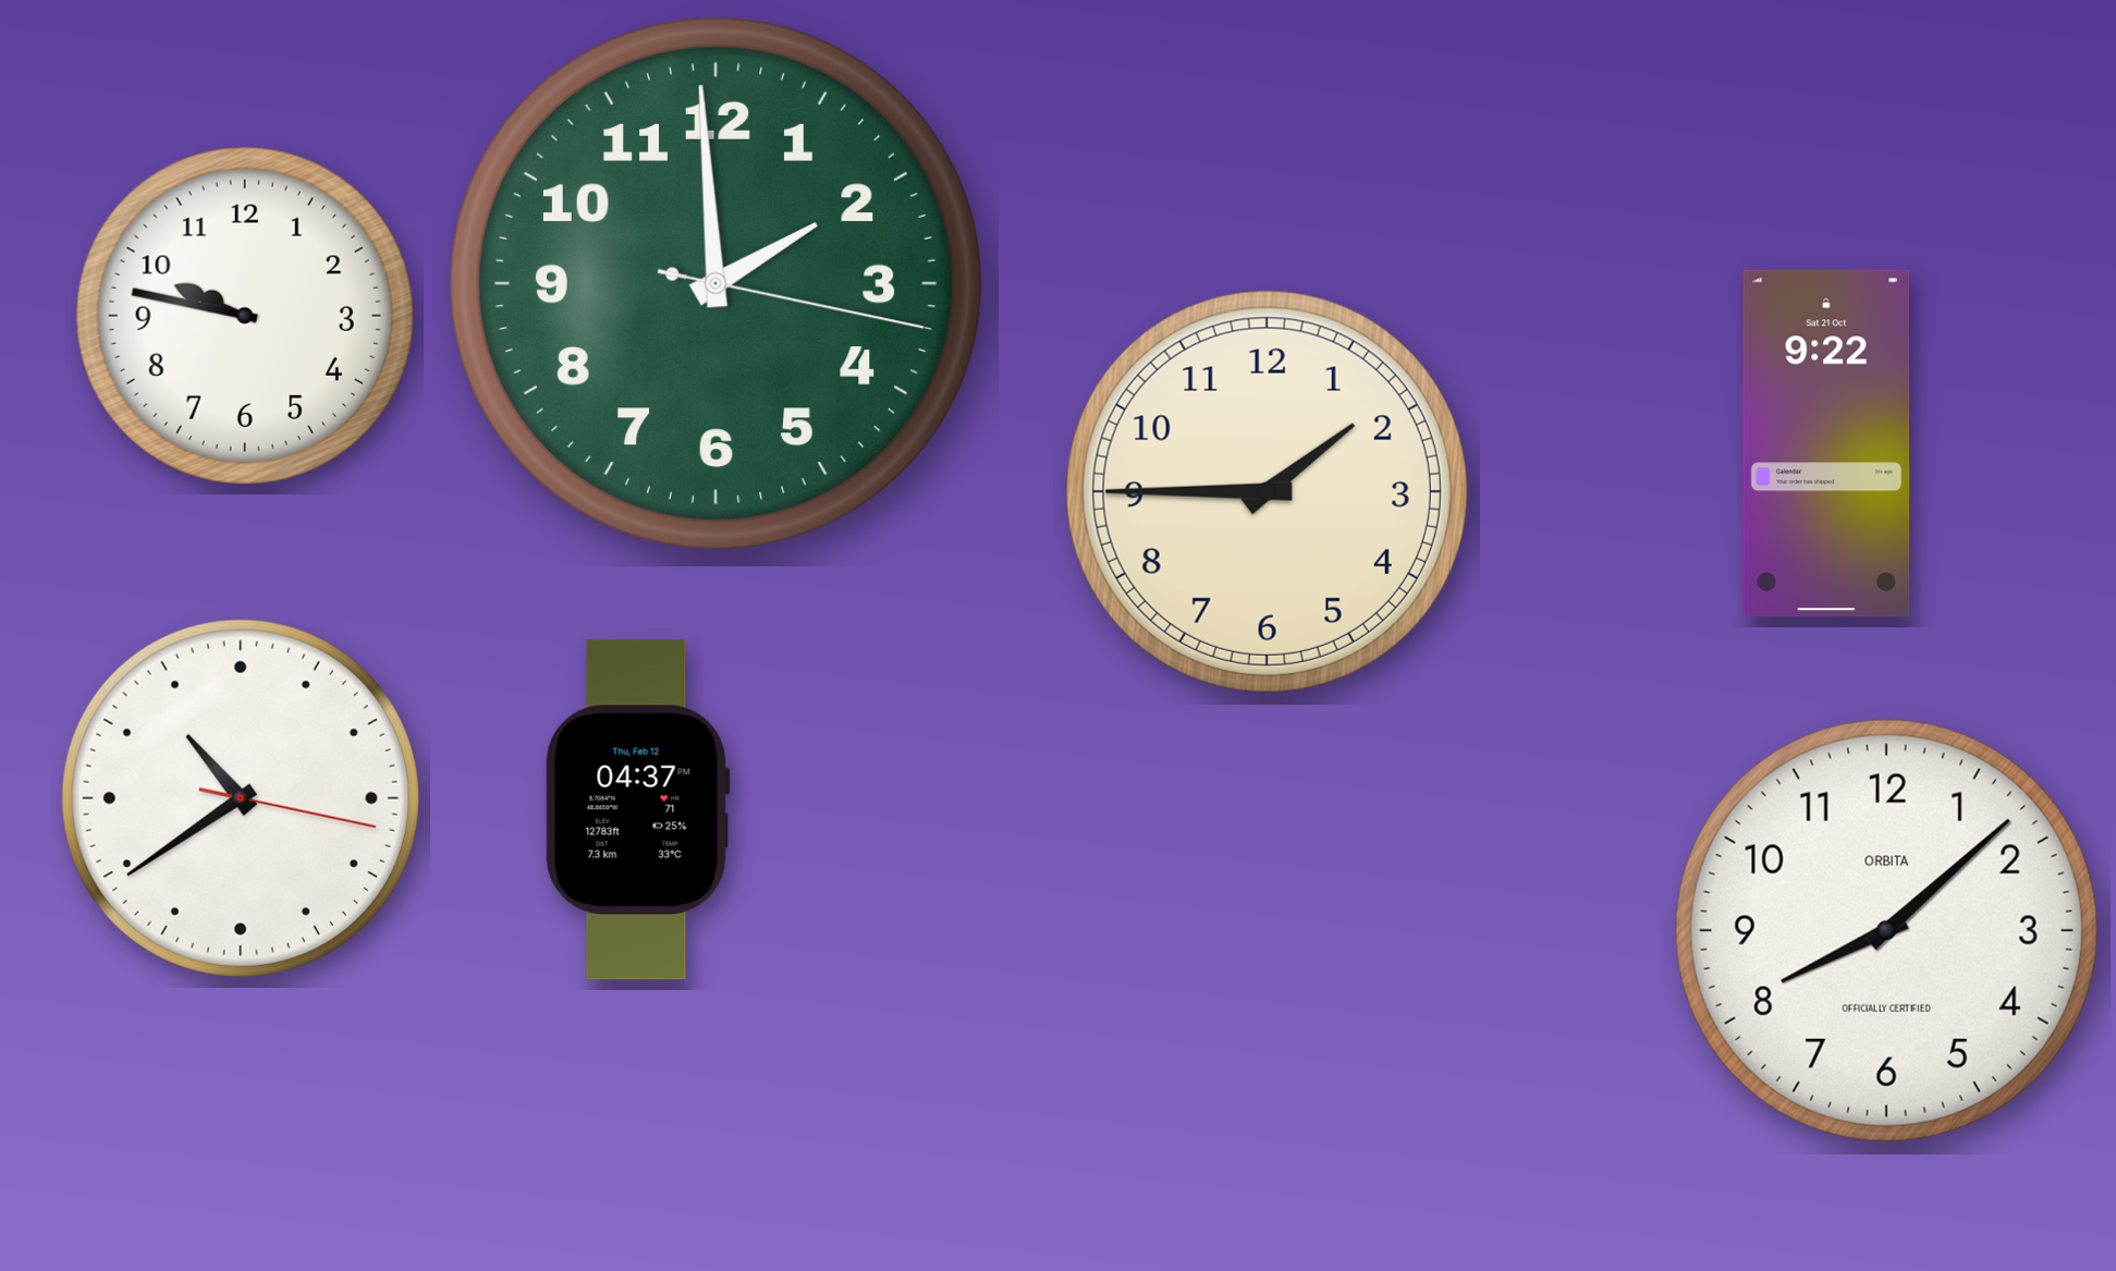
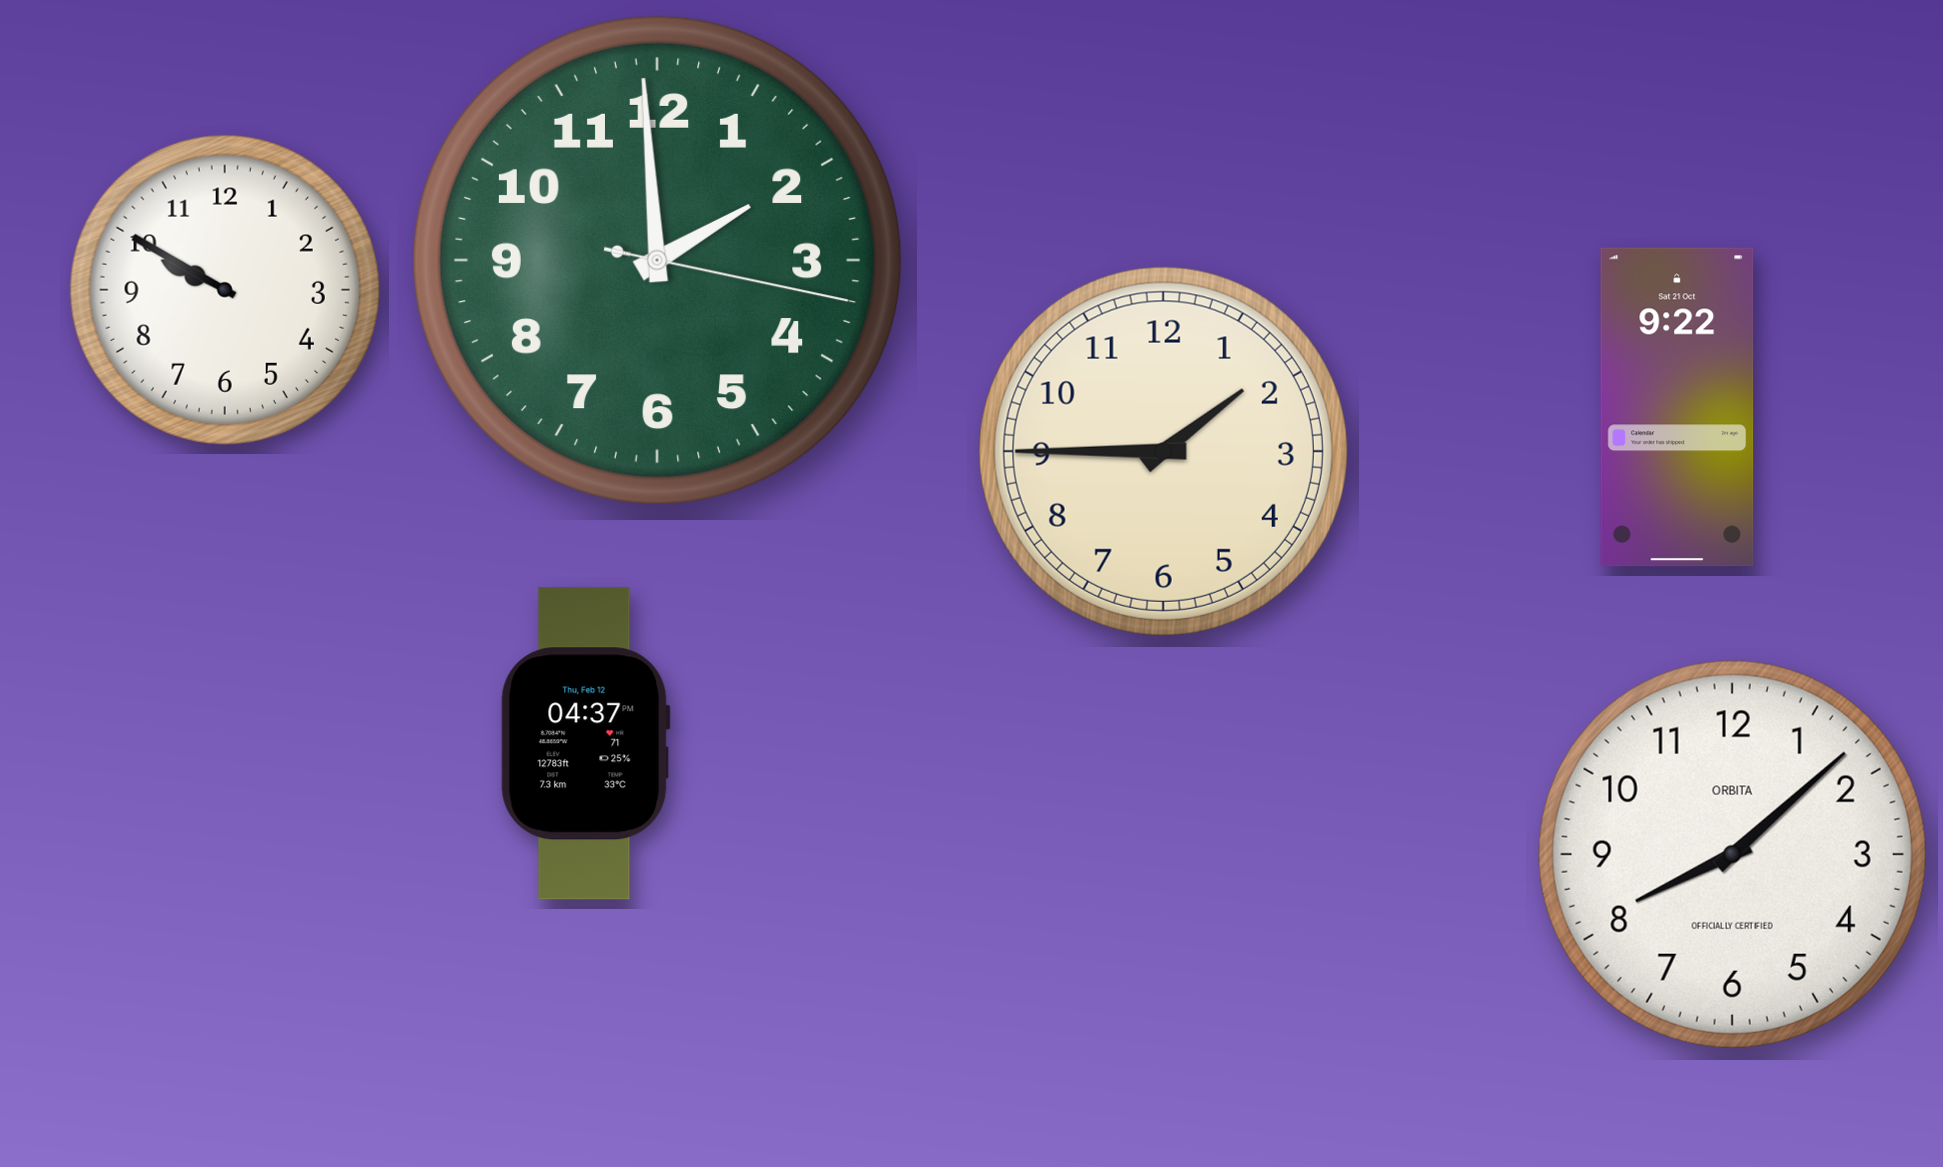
clock at (245, 316): 9:47 -> 9:50
clock at (241, 798): 10:39 -> none
